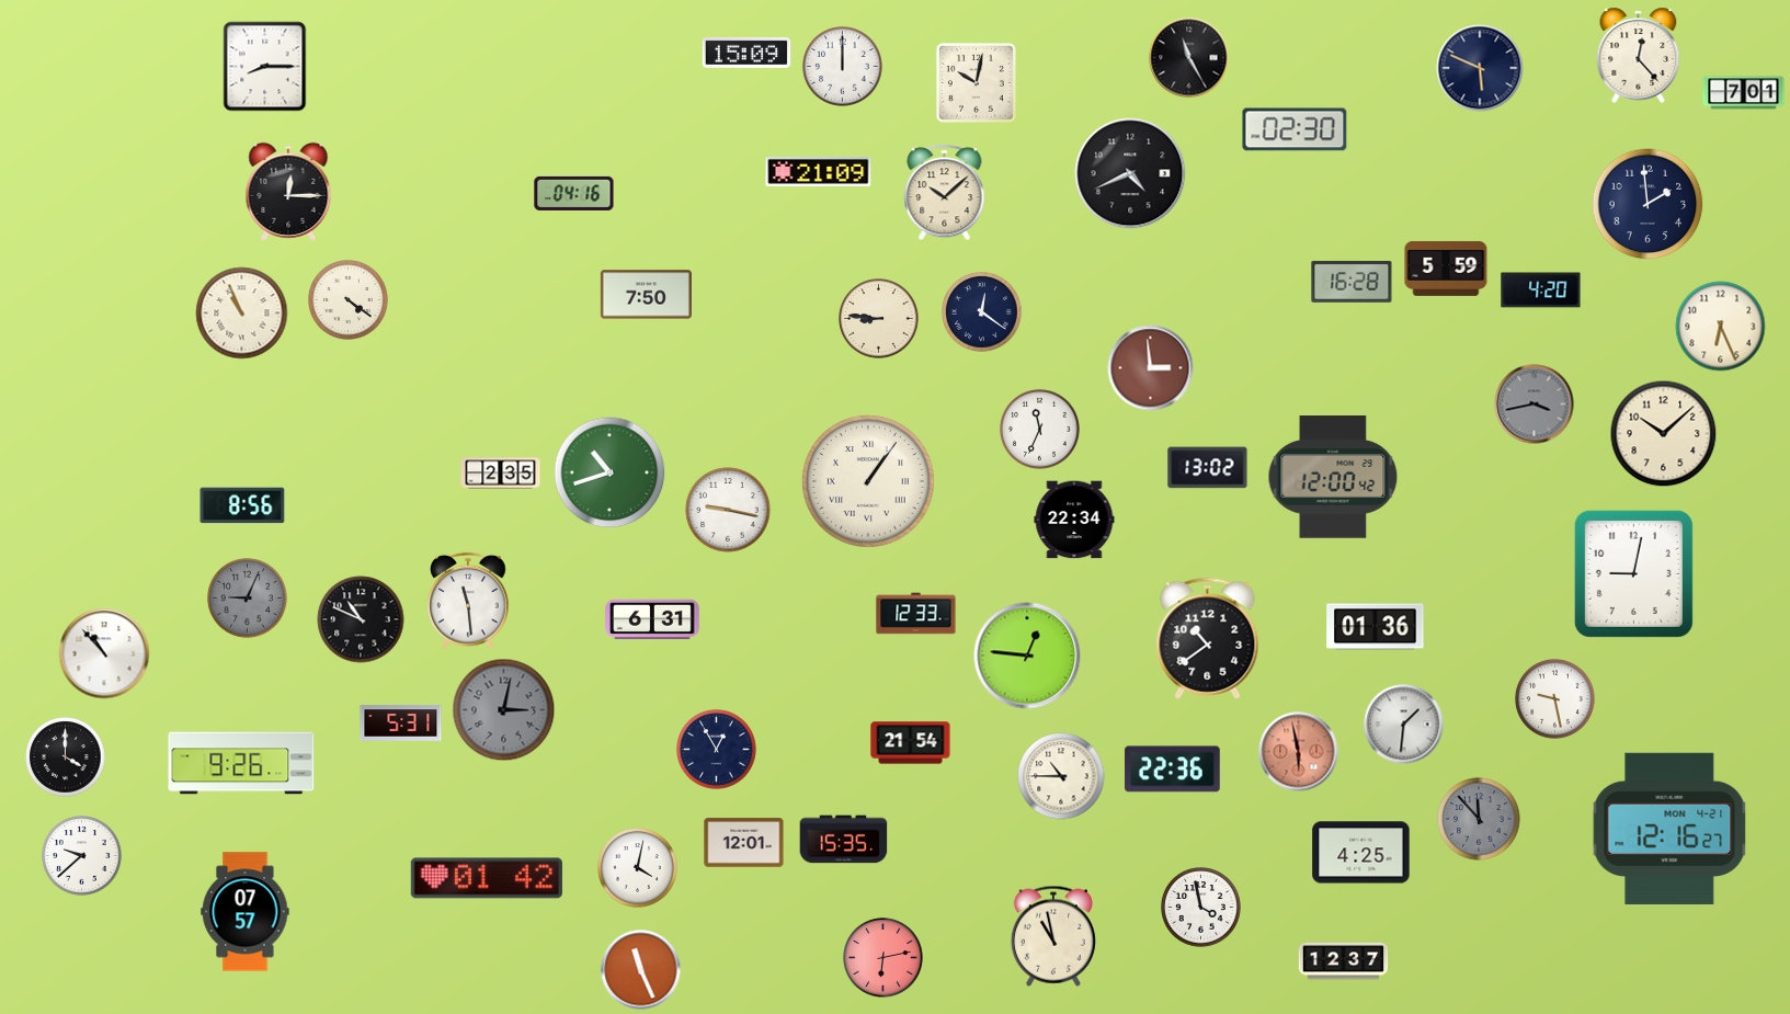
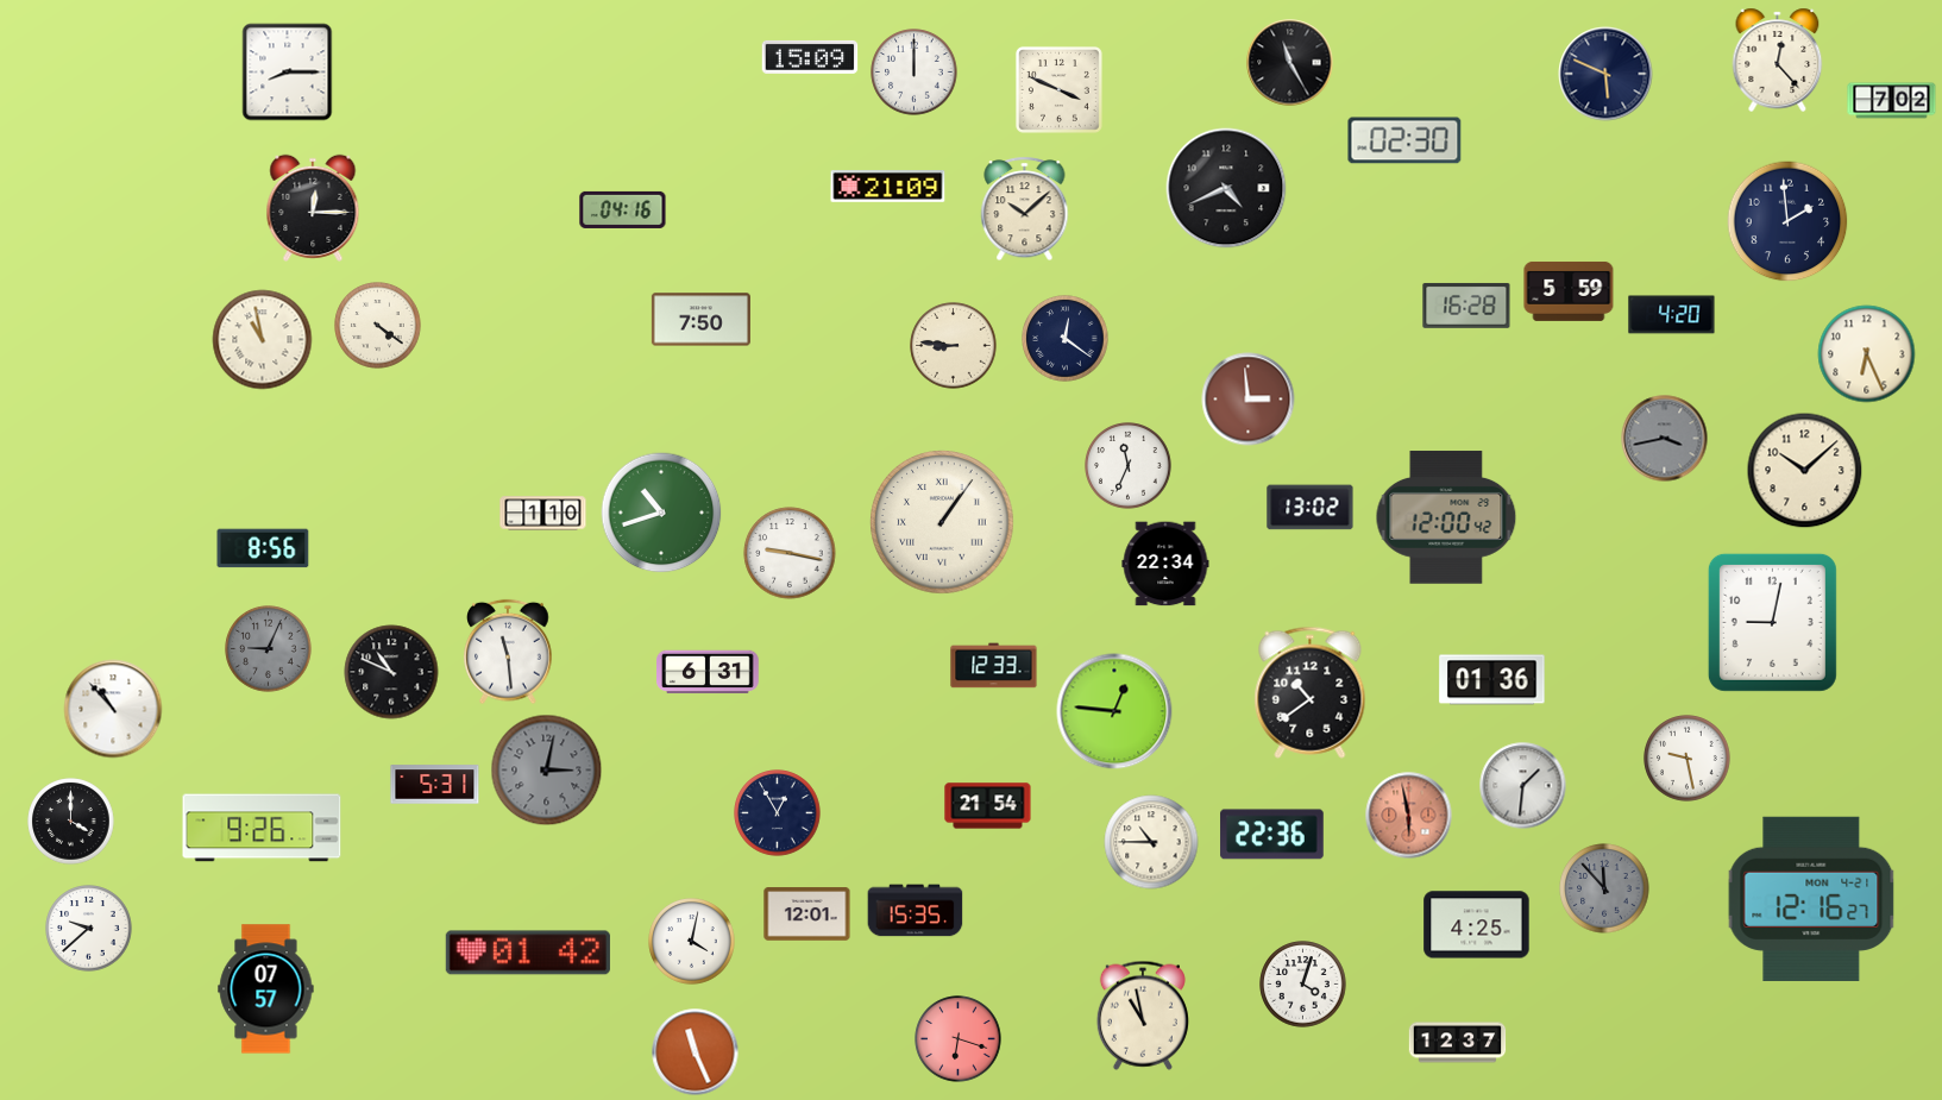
clock at (976, 82): 10:02 -> 3:49
clock at (1744, 93): 7:01 -> 7:02
clock at (242, 314): 10:56 -> 10:58
clock at (501, 474): 2:35 -> 1:10
clock at (1201, 908): 3:58 -> 4:03
clock at (883, 958): 6:13 -> 6:18
